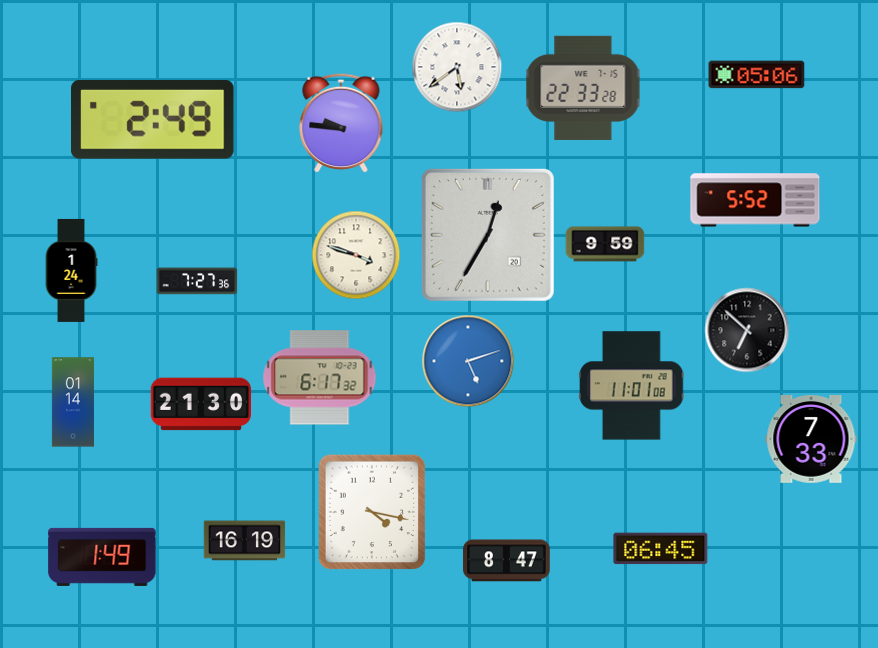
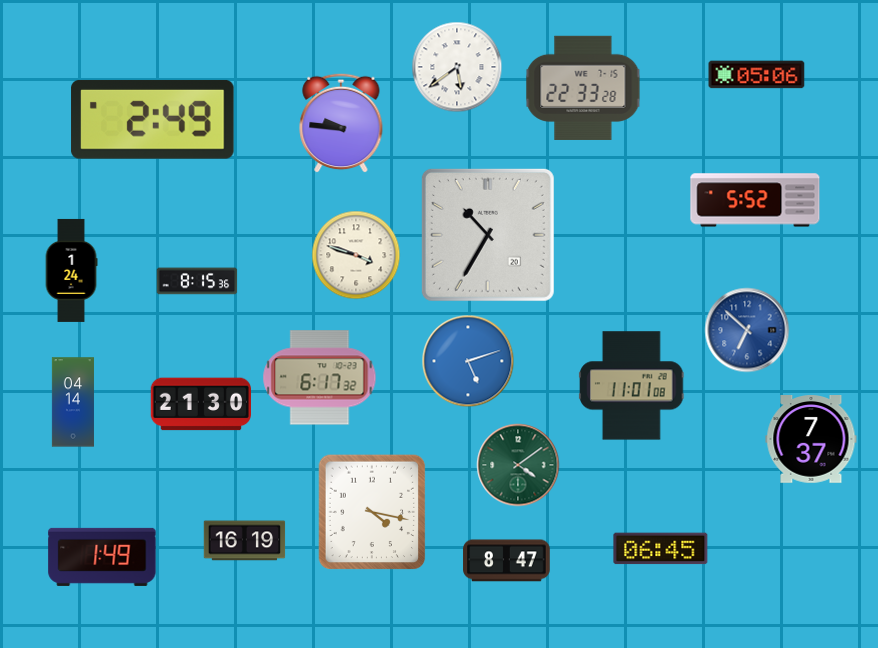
clock at (488, 235): 12:35 -> 10:35
clock at (605, 244): 9:59 -> none
clock at (197, 281): 7:27 -> 8:15
clock at (747, 330) dial: black -> blue
clock at (72, 402): 01:14 -> 04:14
clock at (811, 439): 7:33 -> 7:37
clock at (518, 465): none -> 4:09
